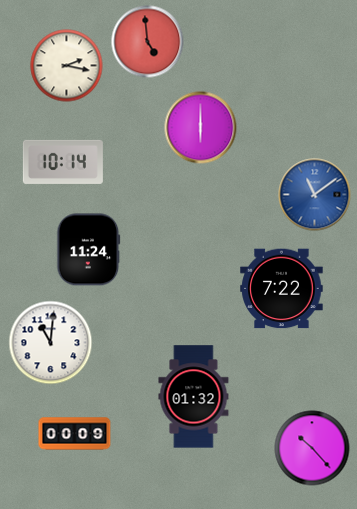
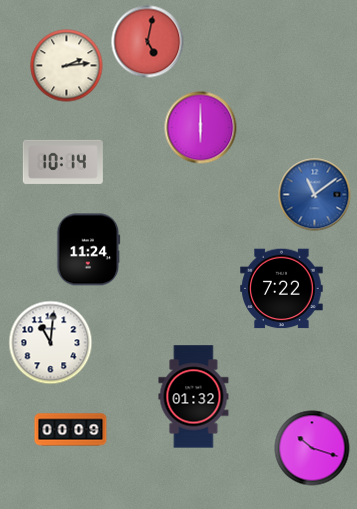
clock at (148, 42): 4:59 -> 5:02
clock at (67, 66): 2:17 -> 2:14
clock at (75, 434) position: (75, 434) -> (71, 430)
clock at (312, 448): 10:23 -> 10:18
